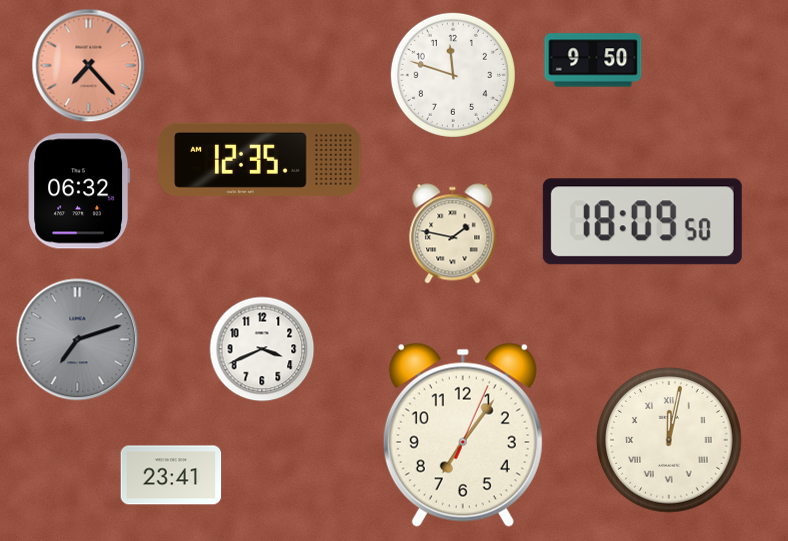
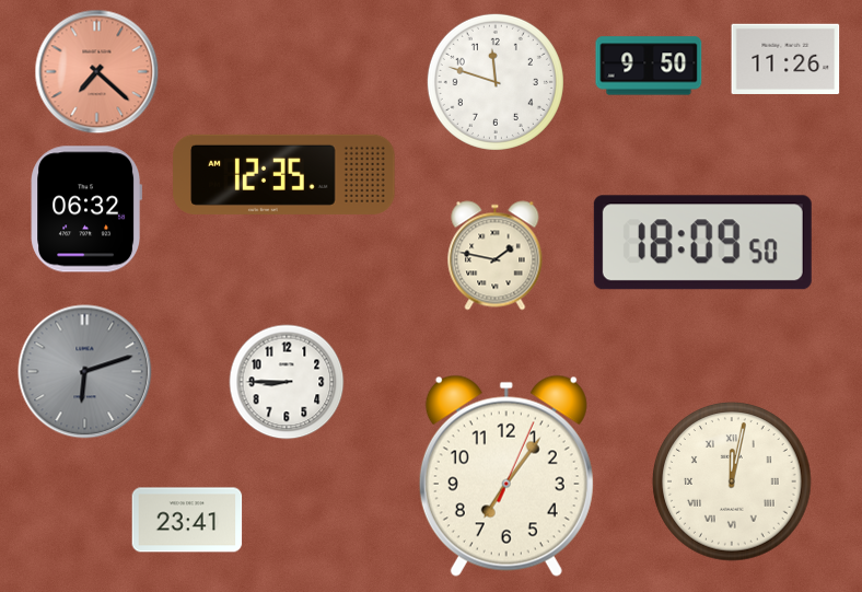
clock at (785, 59): none -> 11:26
clock at (89, 66): 7:23 -> 7:22
clock at (78, 340): 7:12 -> 6:12
clock at (262, 349): 3:41 -> 8:45
